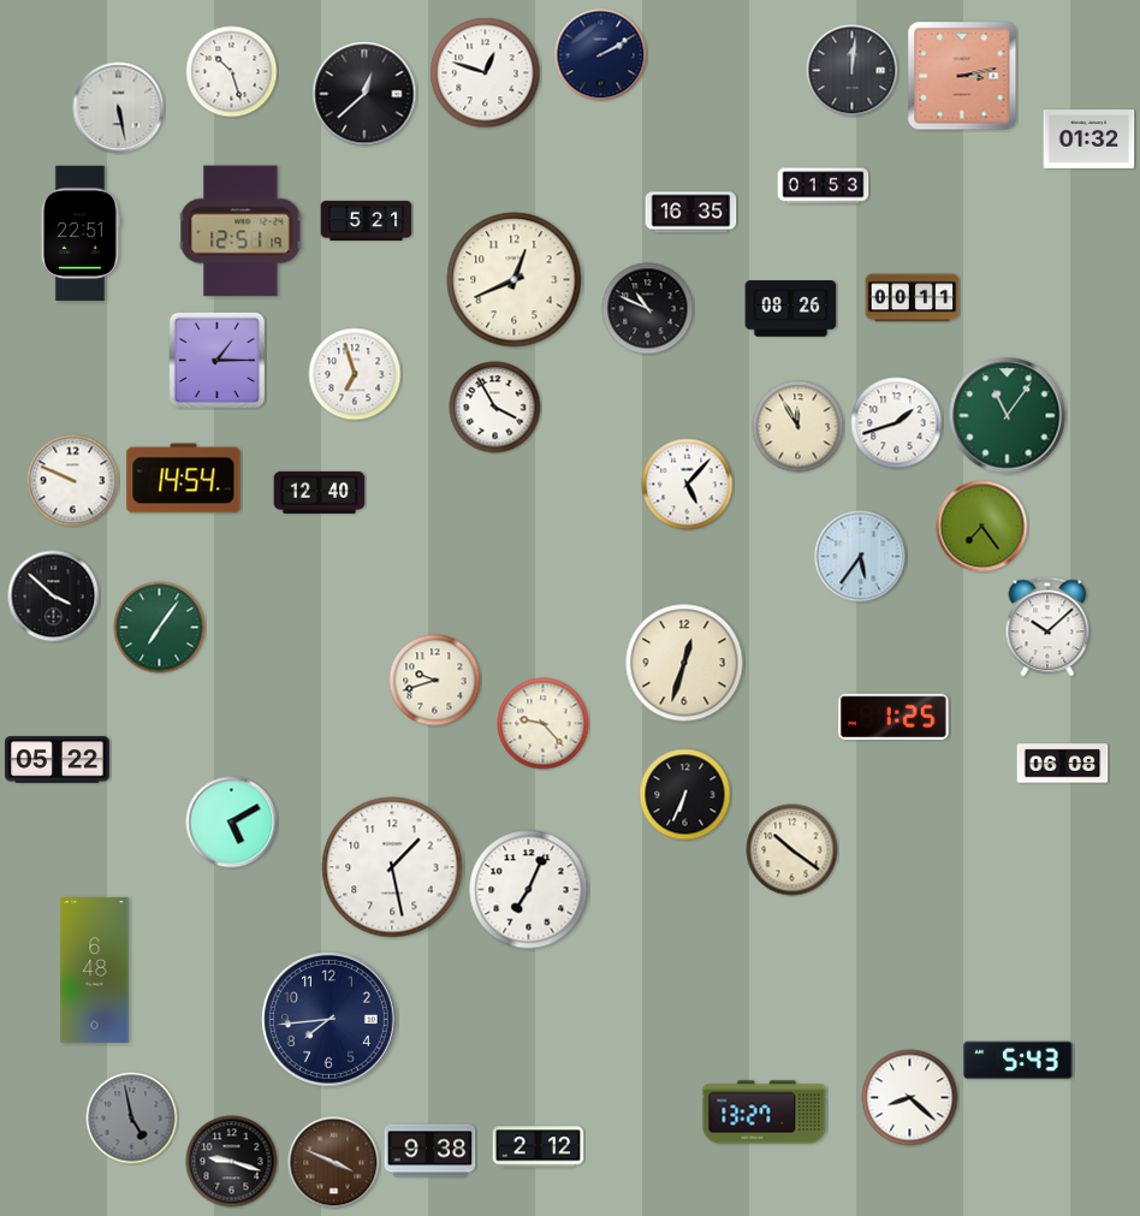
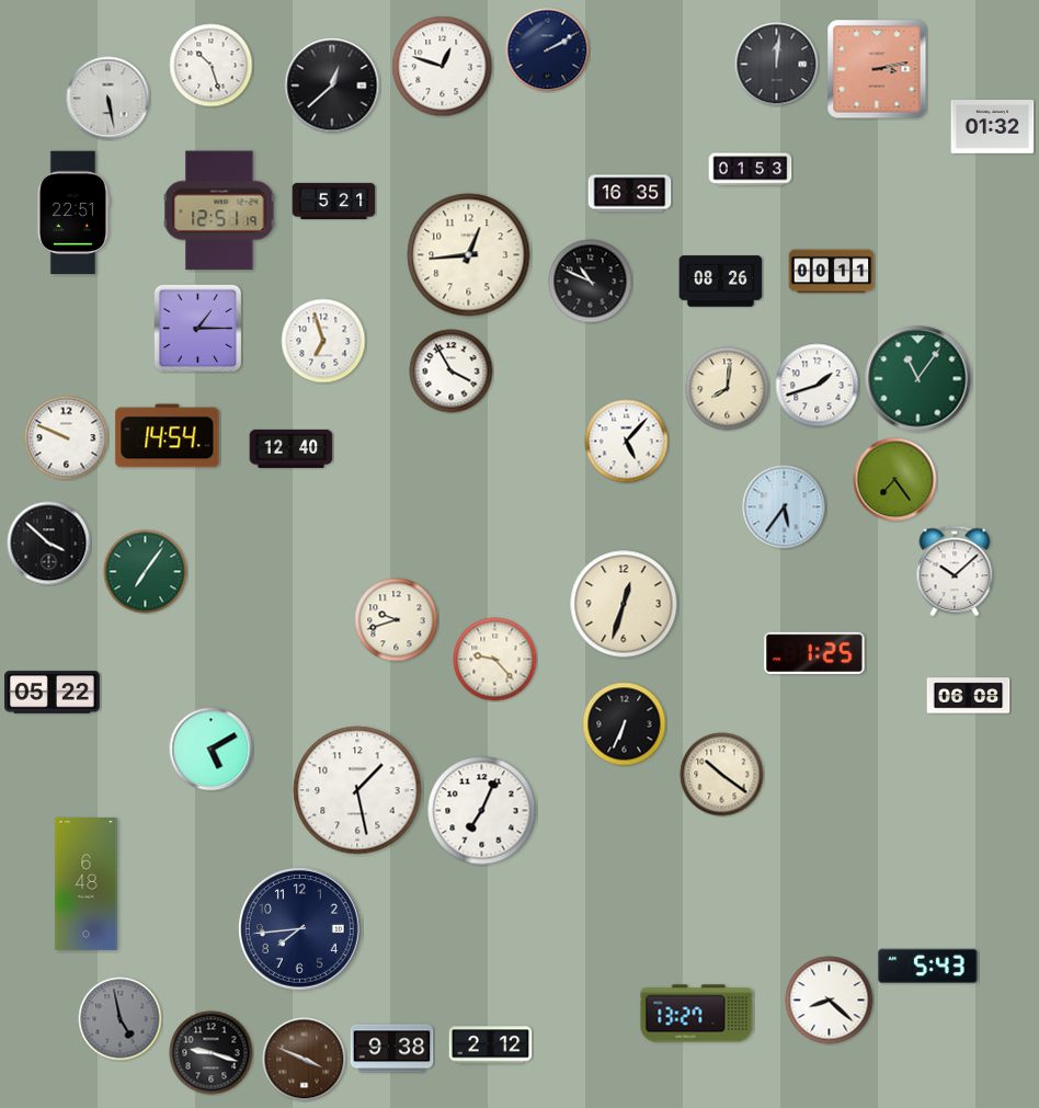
clock at (515, 280): 12:41 -> 12:44
clock at (798, 427): 11:55 -> 8:01
clock at (232, 1162) position: (232, 1162) -> (212, 1053)
